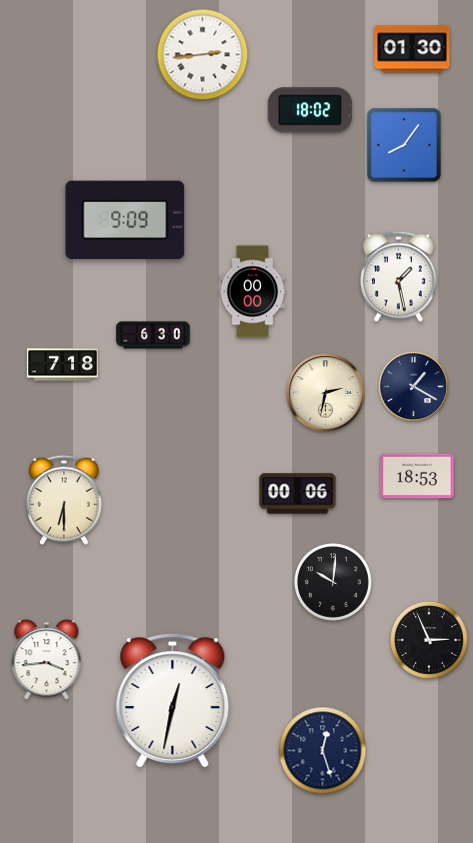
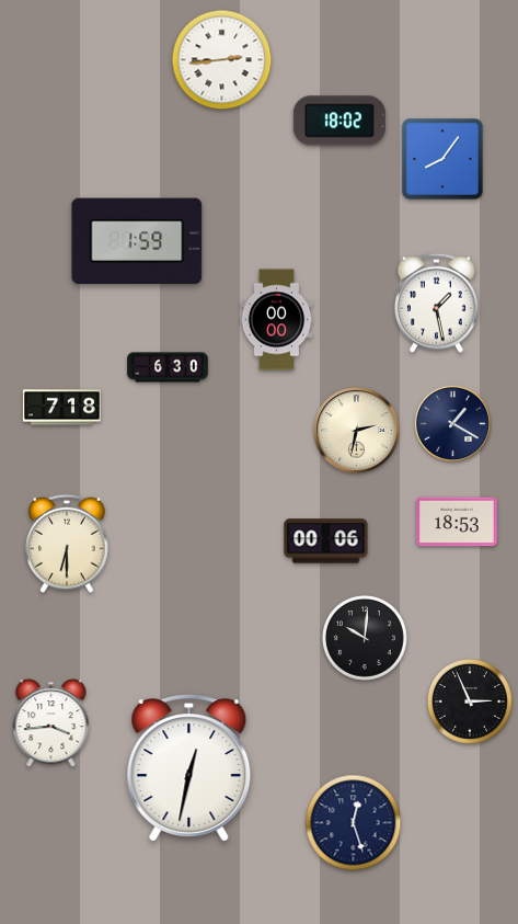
clock at (412, 49): 01:30 -> none
clock at (125, 219): 9:09 -> 1:59
clock at (62, 365) position: (62, 365) -> (61, 408)
clock at (65, 500) position: (65, 500) -> (68, 544)
